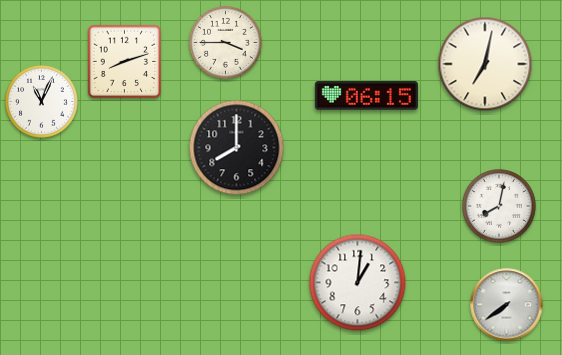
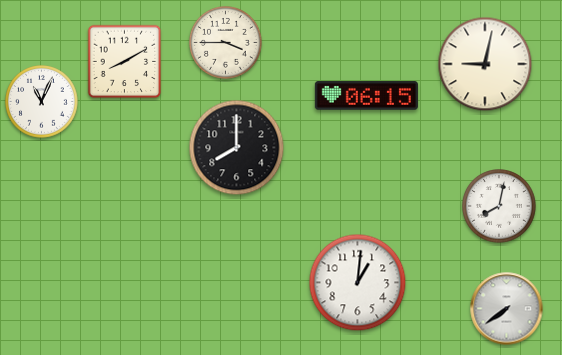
clock at (125, 62): 8:12 -> 8:10
clock at (485, 64): 7:02 -> 9:02
clock at (507, 305) position: (507, 305) -> (507, 309)
